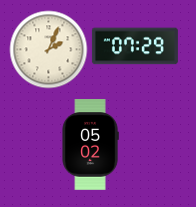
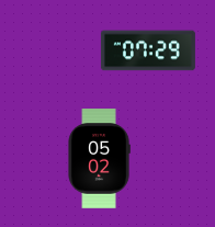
clock at (48, 49): 2:04 -> none
